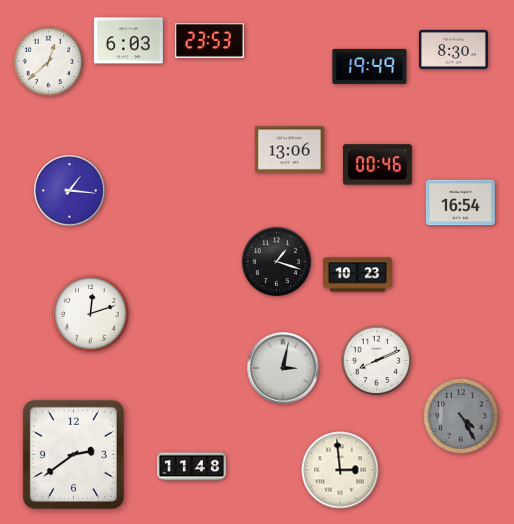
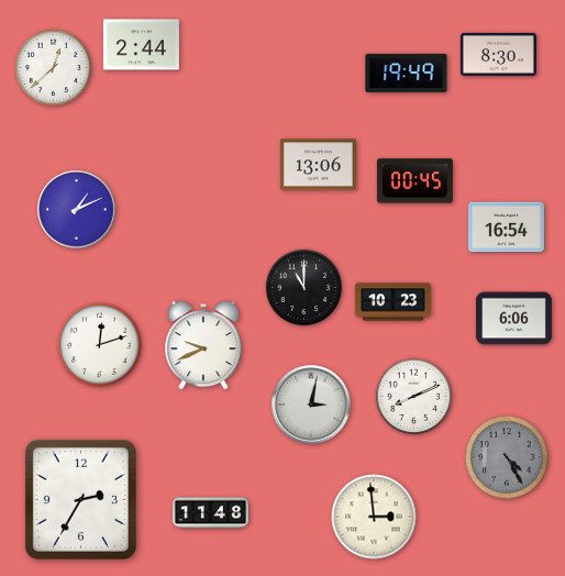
clock at (128, 41): 6:03 -> 2:44
clock at (209, 41): 23:53 -> none
clock at (377, 165): 00:46 -> 00:45
clock at (70, 191): 1:16 -> 1:11
clock at (460, 203) position: (460, 203) -> (506, 228)
clock at (277, 262): 1:18 -> 11:00
clock at (513, 319): none -> 6:06
clock at (203, 345): none -> 9:41
clock at (73, 454): 2:39 -> 2:35
